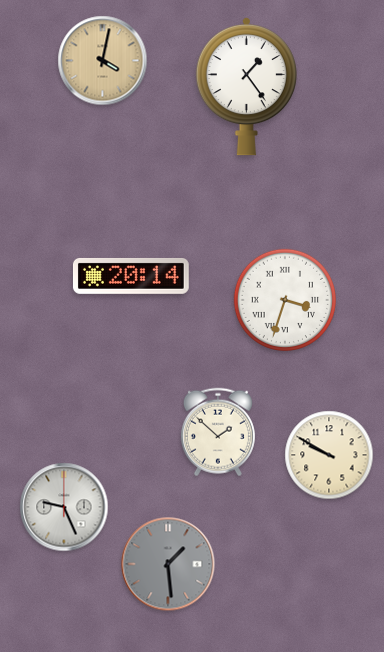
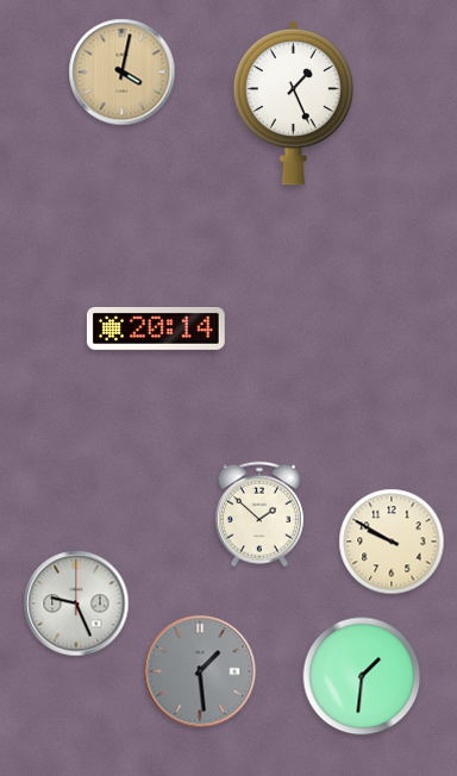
clock at (246, 86): 1:24 -> 1:26
clock at (284, 299): 3:33 -> none
clock at (362, 676): none -> 1:31
